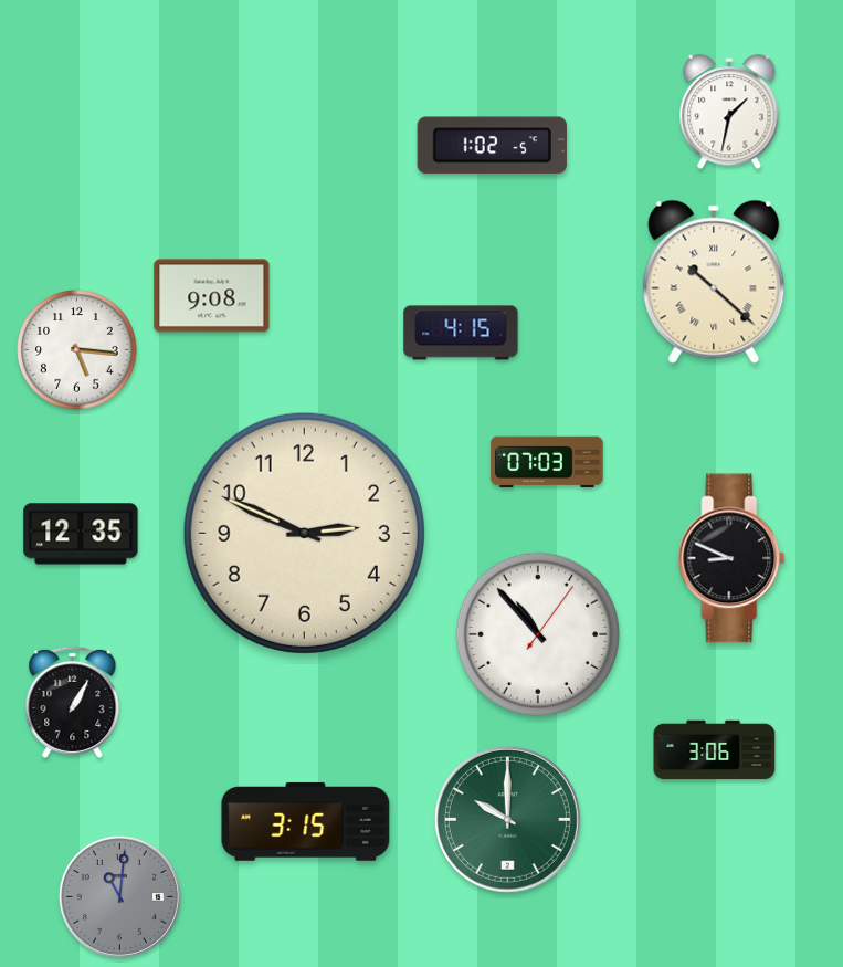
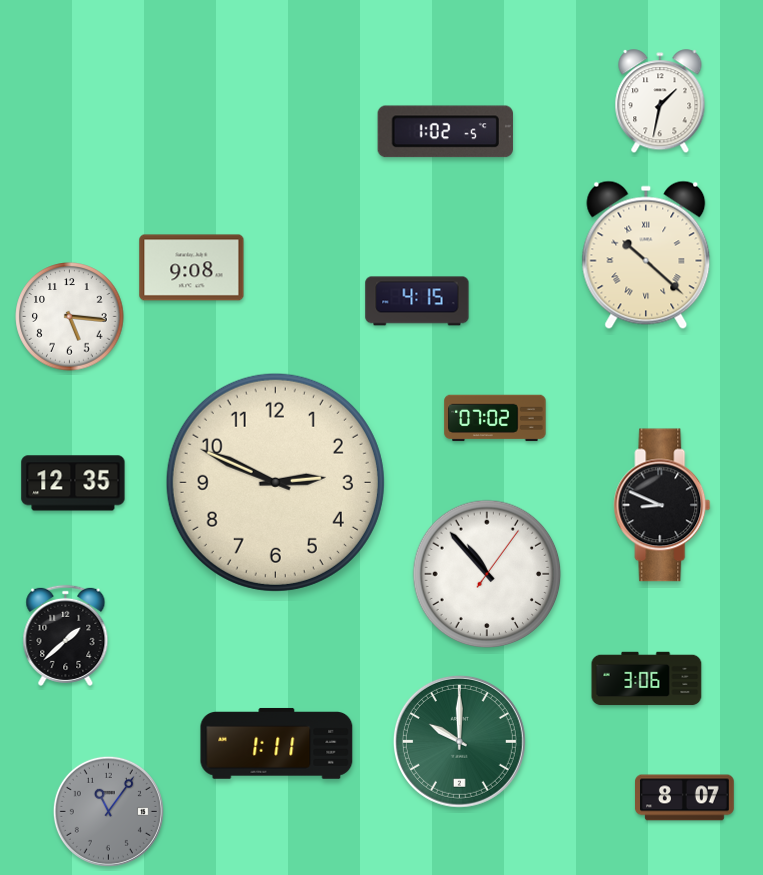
clock at (547, 462): 07:03 -> 07:02
clock at (73, 702): 1:05 -> 1:38
clock at (306, 821): 3:15 -> 1:11
clock at (685, 798): none -> 8:07
clock at (119, 896): 11:01 -> 11:06
